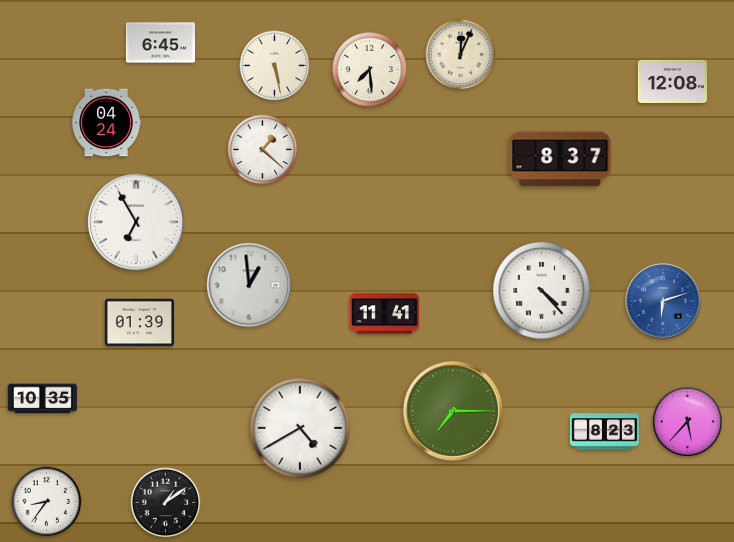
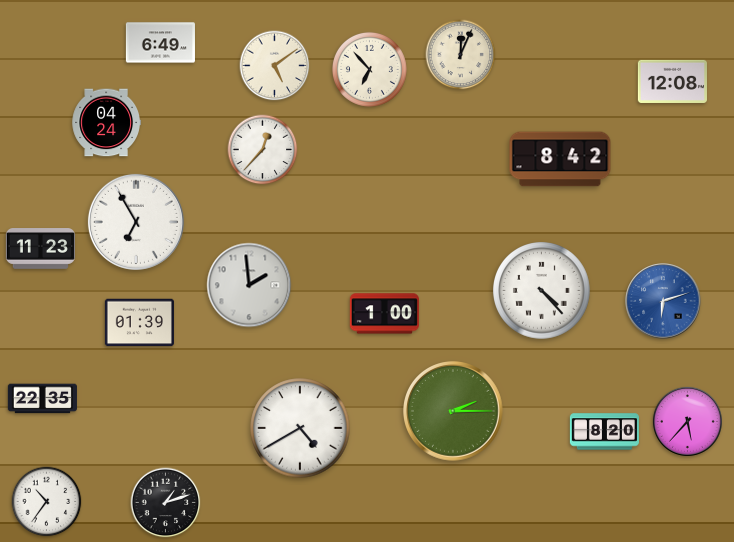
clock at (160, 43): 6:45 -> 6:49
clock at (275, 66): 5:28 -> 5:09
clock at (369, 69): 7:29 -> 6:53
clock at (263, 150): 1:22 -> 12:37
clock at (560, 159): 8:37 -> 8:42
clock at (40, 249): none -> 11:23
clock at (249, 285): 12:59 -> 1:59
clock at (384, 314): 11:41 -> 1:00
clock at (42, 399): 10:35 -> 22:35
clock at (454, 412): 7:15 -> 2:15
clock at (604, 432): 8:23 -> 8:20
clock at (47, 502): 8:36 -> 10:36
clock at (166, 503): 1:09 -> 1:12
